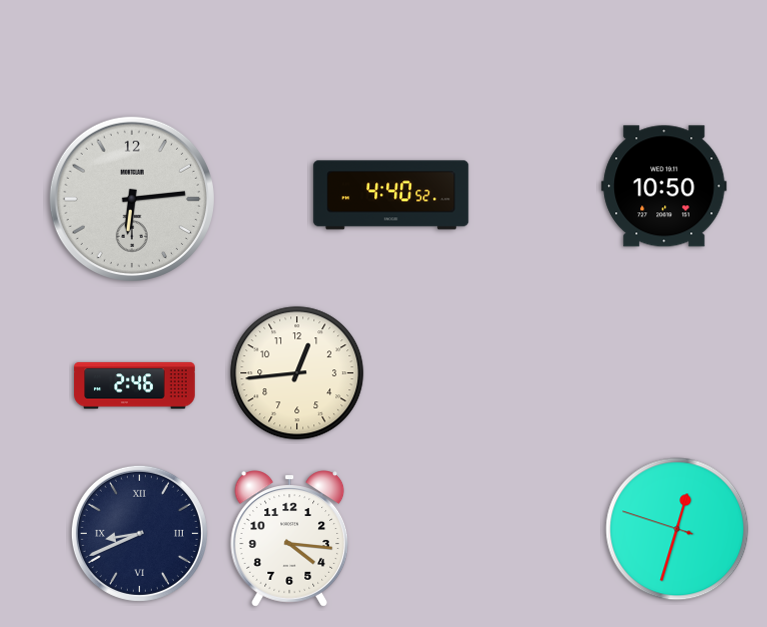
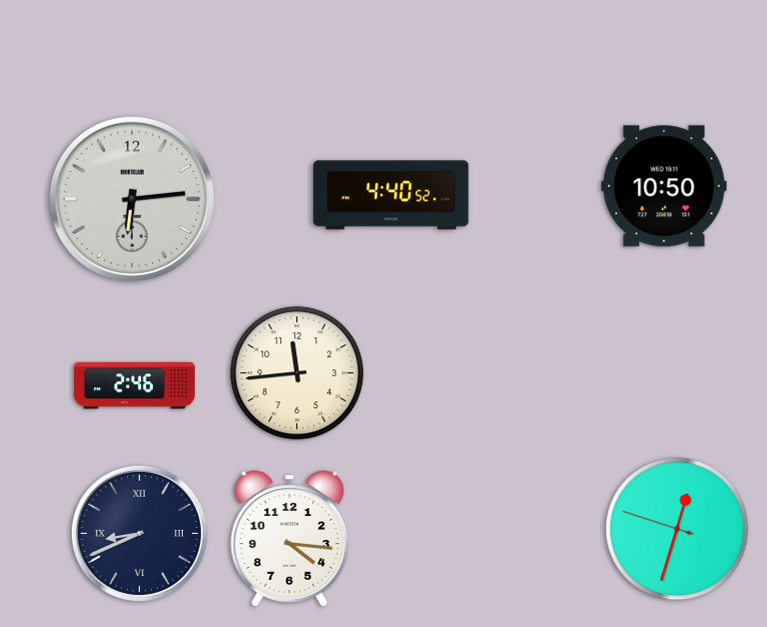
clock at (297, 373): 12:44 -> 11:44
